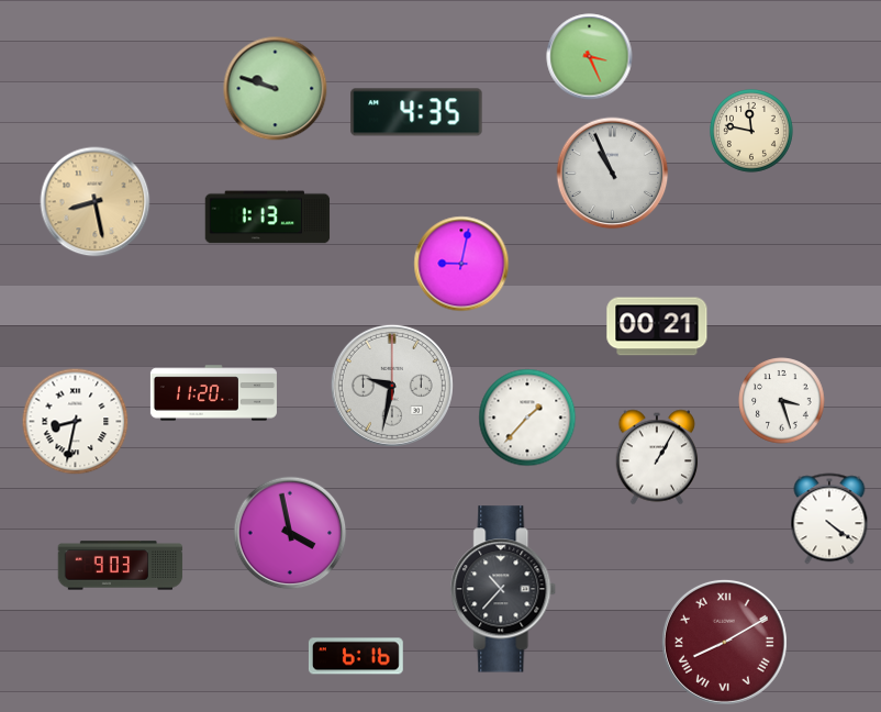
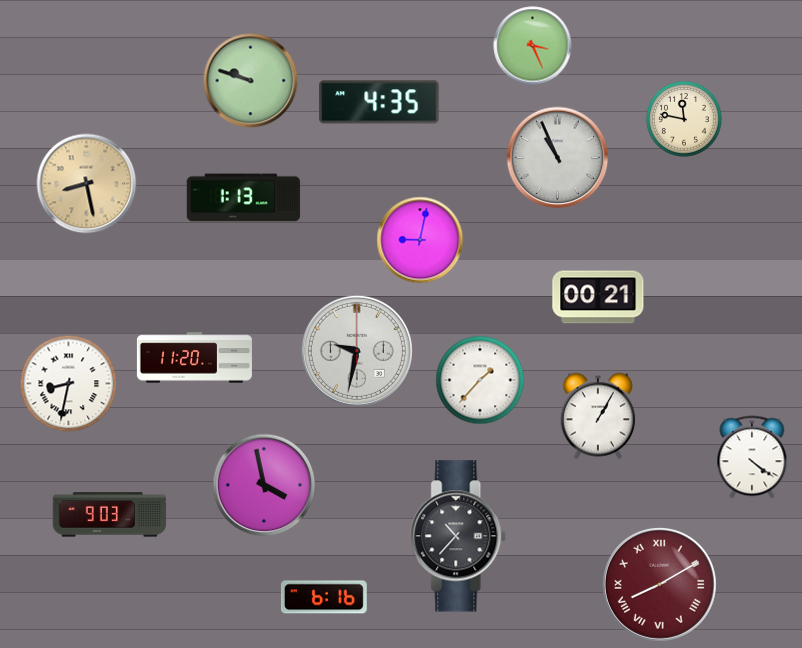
clock at (590, 57) position: (590, 57) -> (533, 46)
clock at (782, 401): 3:27 -> none
clock at (829, 519) position: (829, 519) -> (752, 457)
